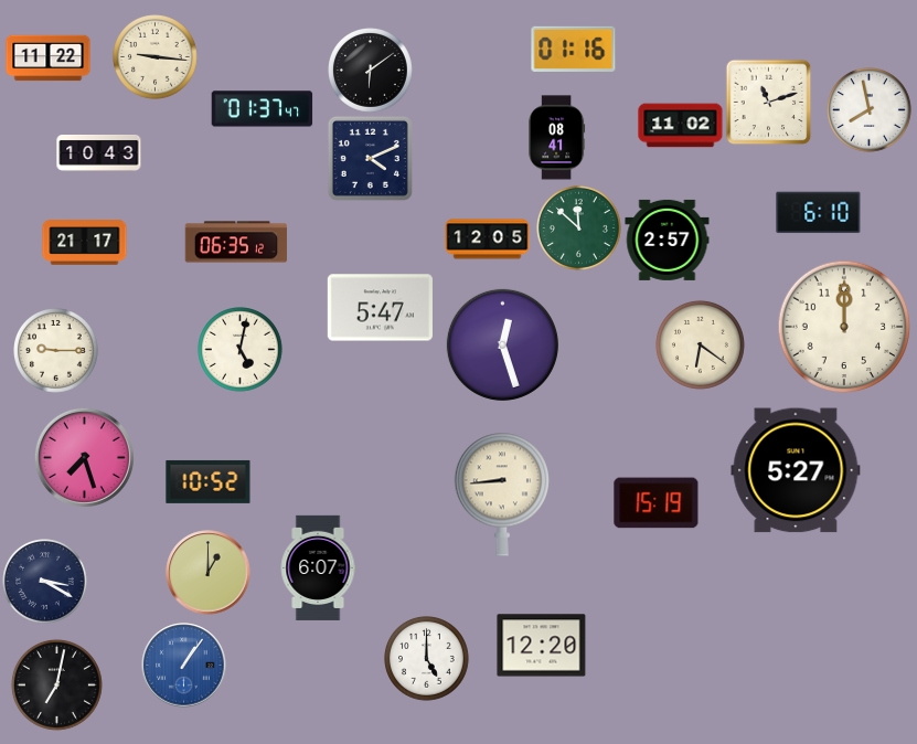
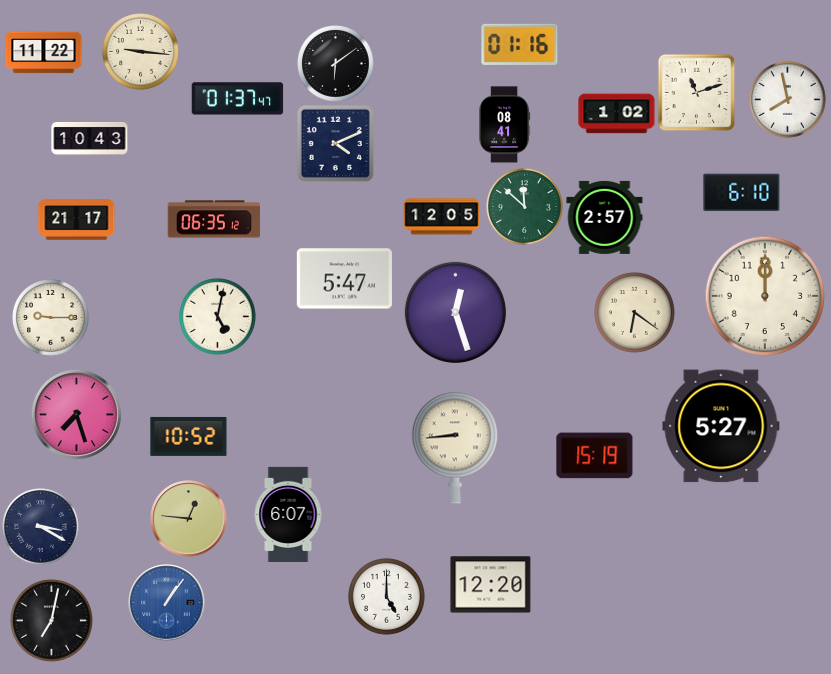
clock at (681, 126): 11:02 -> 1:02
clock at (209, 573): 1:00 -> 12:46
